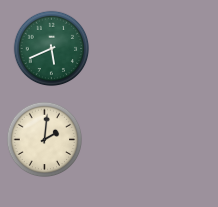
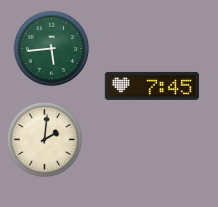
clock at (52, 49): 5:41 -> 5:44
clock at (151, 86): none -> 7:45
